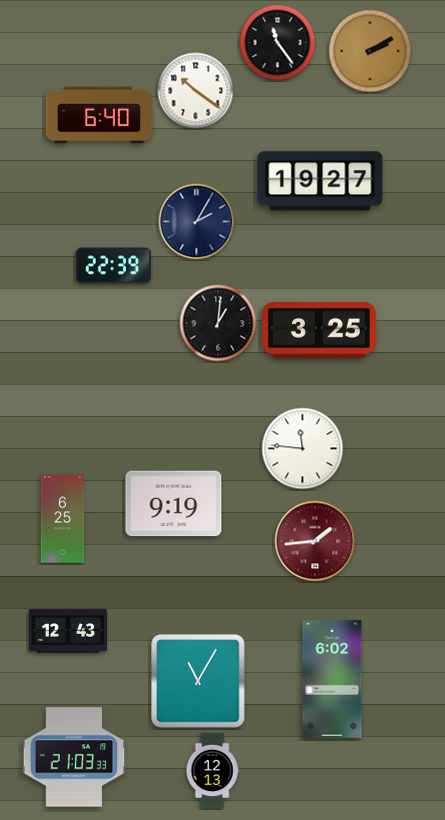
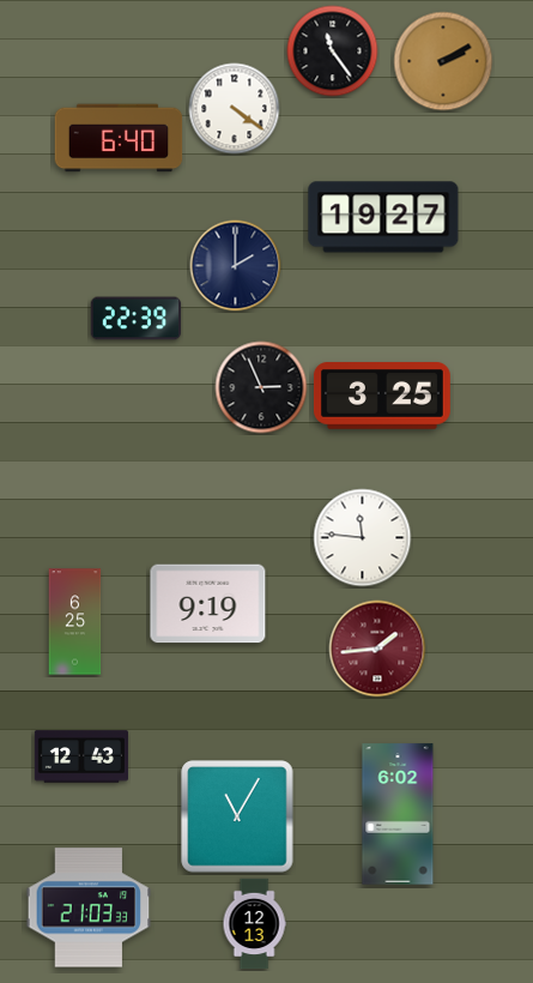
clock at (196, 91): 10:21 -> 4:21
clock at (197, 222): 2:05 -> 2:00
clock at (218, 323): 1:01 -> 2:56
